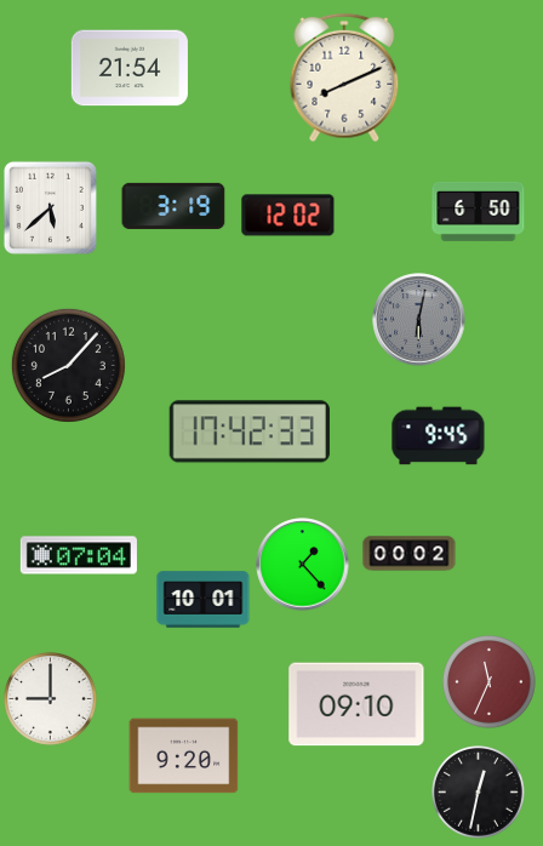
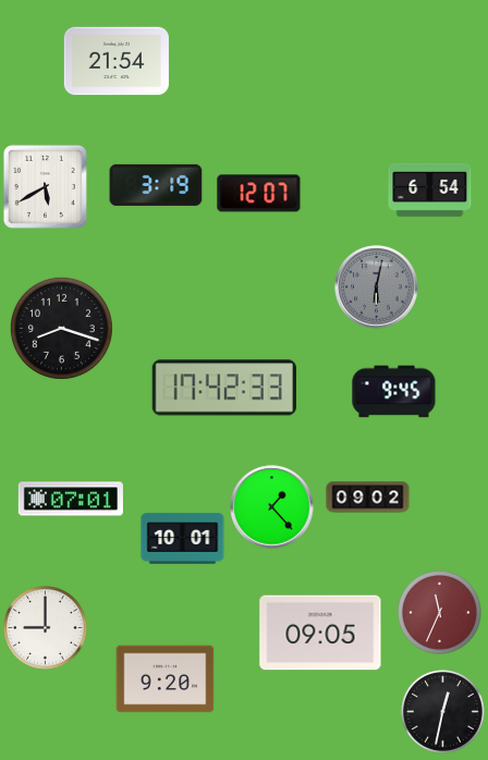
clock at (344, 78): 8:11 -> none
clock at (50, 207): 5:38 -> 5:40
clock at (479, 211): 6:50 -> 6:54
clock at (288, 216): 12:02 -> 12:07
clock at (68, 365): 8:07 -> 8:18
clock at (410, 554): 00:02 -> 09:02
clock at (79, 555): 07:04 -> 07:01
clock at (356, 704): 09:10 -> 09:05
clock at (479, 793) position: (479, 793) -> (443, 712)
